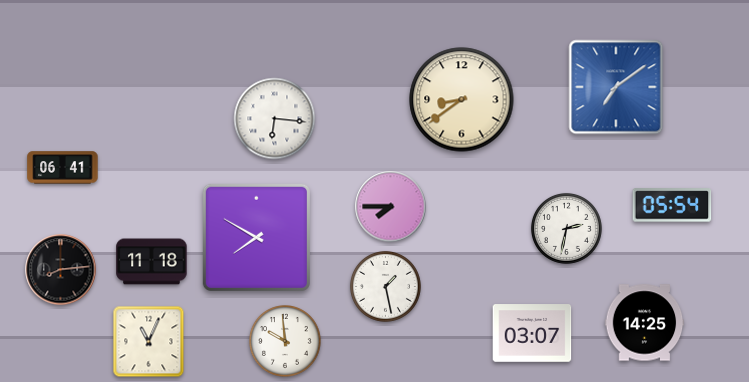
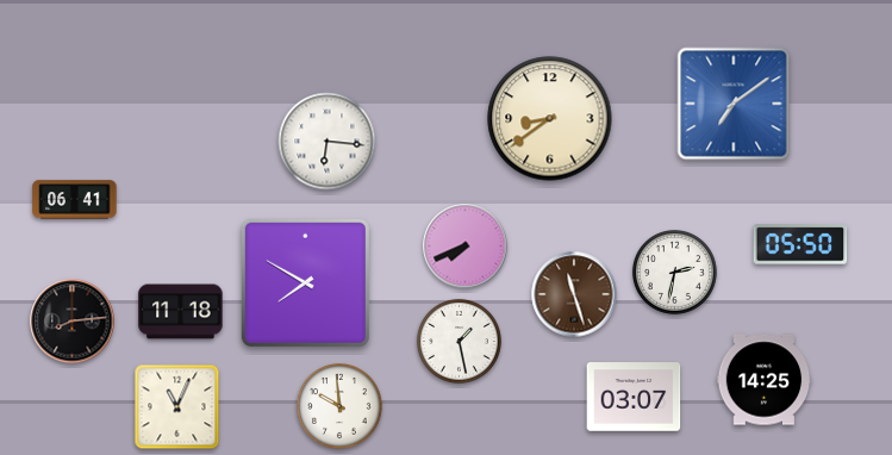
clock at (672, 205): 05:54 -> 05:50
clock at (391, 207): 7:45 -> 7:41
clock at (574, 294): none -> 11:27
clock at (645, 323) position: (645, 323) -> (765, 380)
